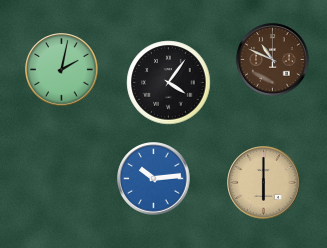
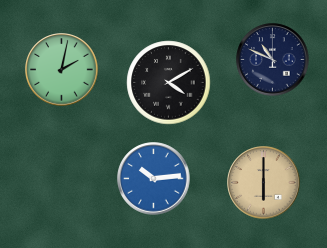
clock at (273, 60) dial: brown -> navy
clock at (169, 83): 4:06 -> 4:10
